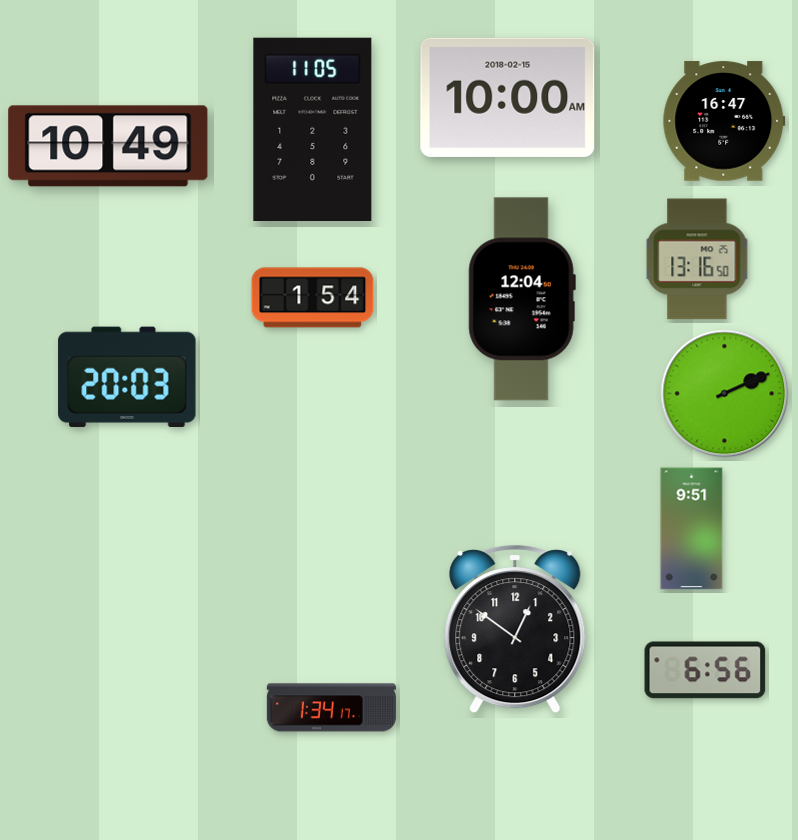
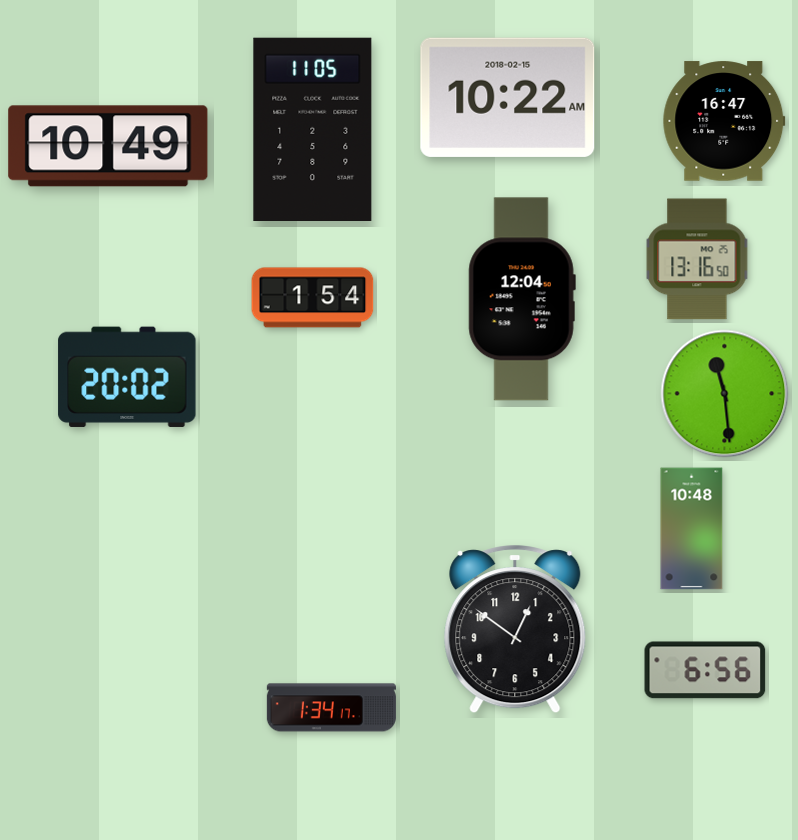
clock at (508, 97): 10:00 -> 10:22
clock at (127, 377): 20:03 -> 20:02
clock at (725, 394): 2:11 -> 11:29
clock at (692, 529): 9:51 -> 10:48
